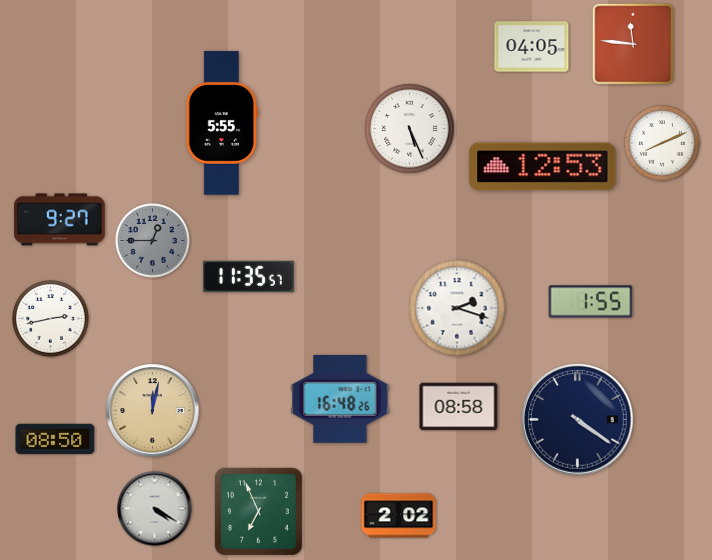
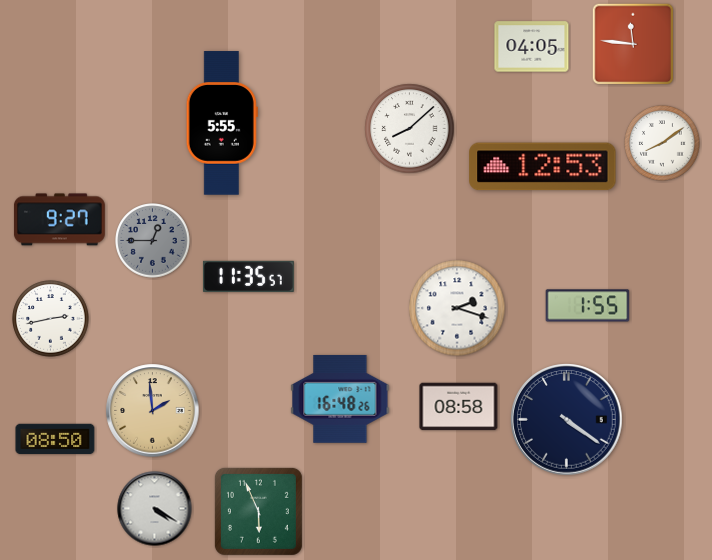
clock at (410, 129): 5:26 -> 8:08
clock at (662, 143): 8:11 -> 8:09
clock at (591, 302) position: (591, 302) -> (588, 306)
clock at (153, 411): 12:02 -> 1:59
clock at (578, 420) position: (578, 420) -> (567, 420)
clock at (258, 511): 6:56 -> 5:56
clock at (399, 516): 2:02 -> none
